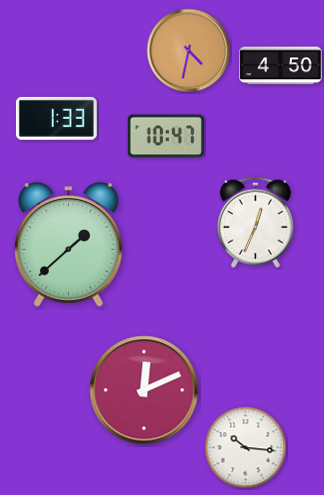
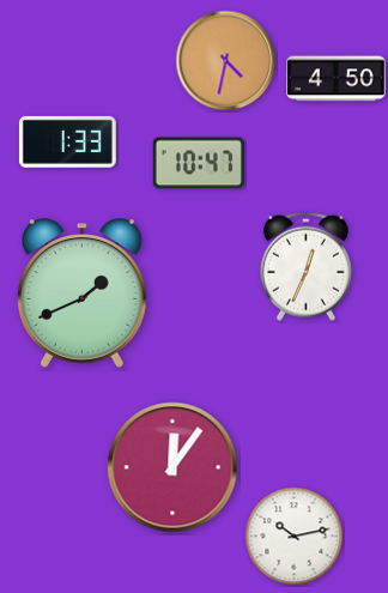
clock at (69, 245): 1:38 -> 1:41
clock at (144, 390): 12:11 -> 12:06
clock at (246, 448): 10:16 -> 10:13
